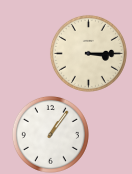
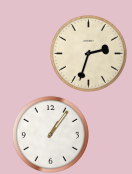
clock at (88, 53): 3:15 -> 2:33
